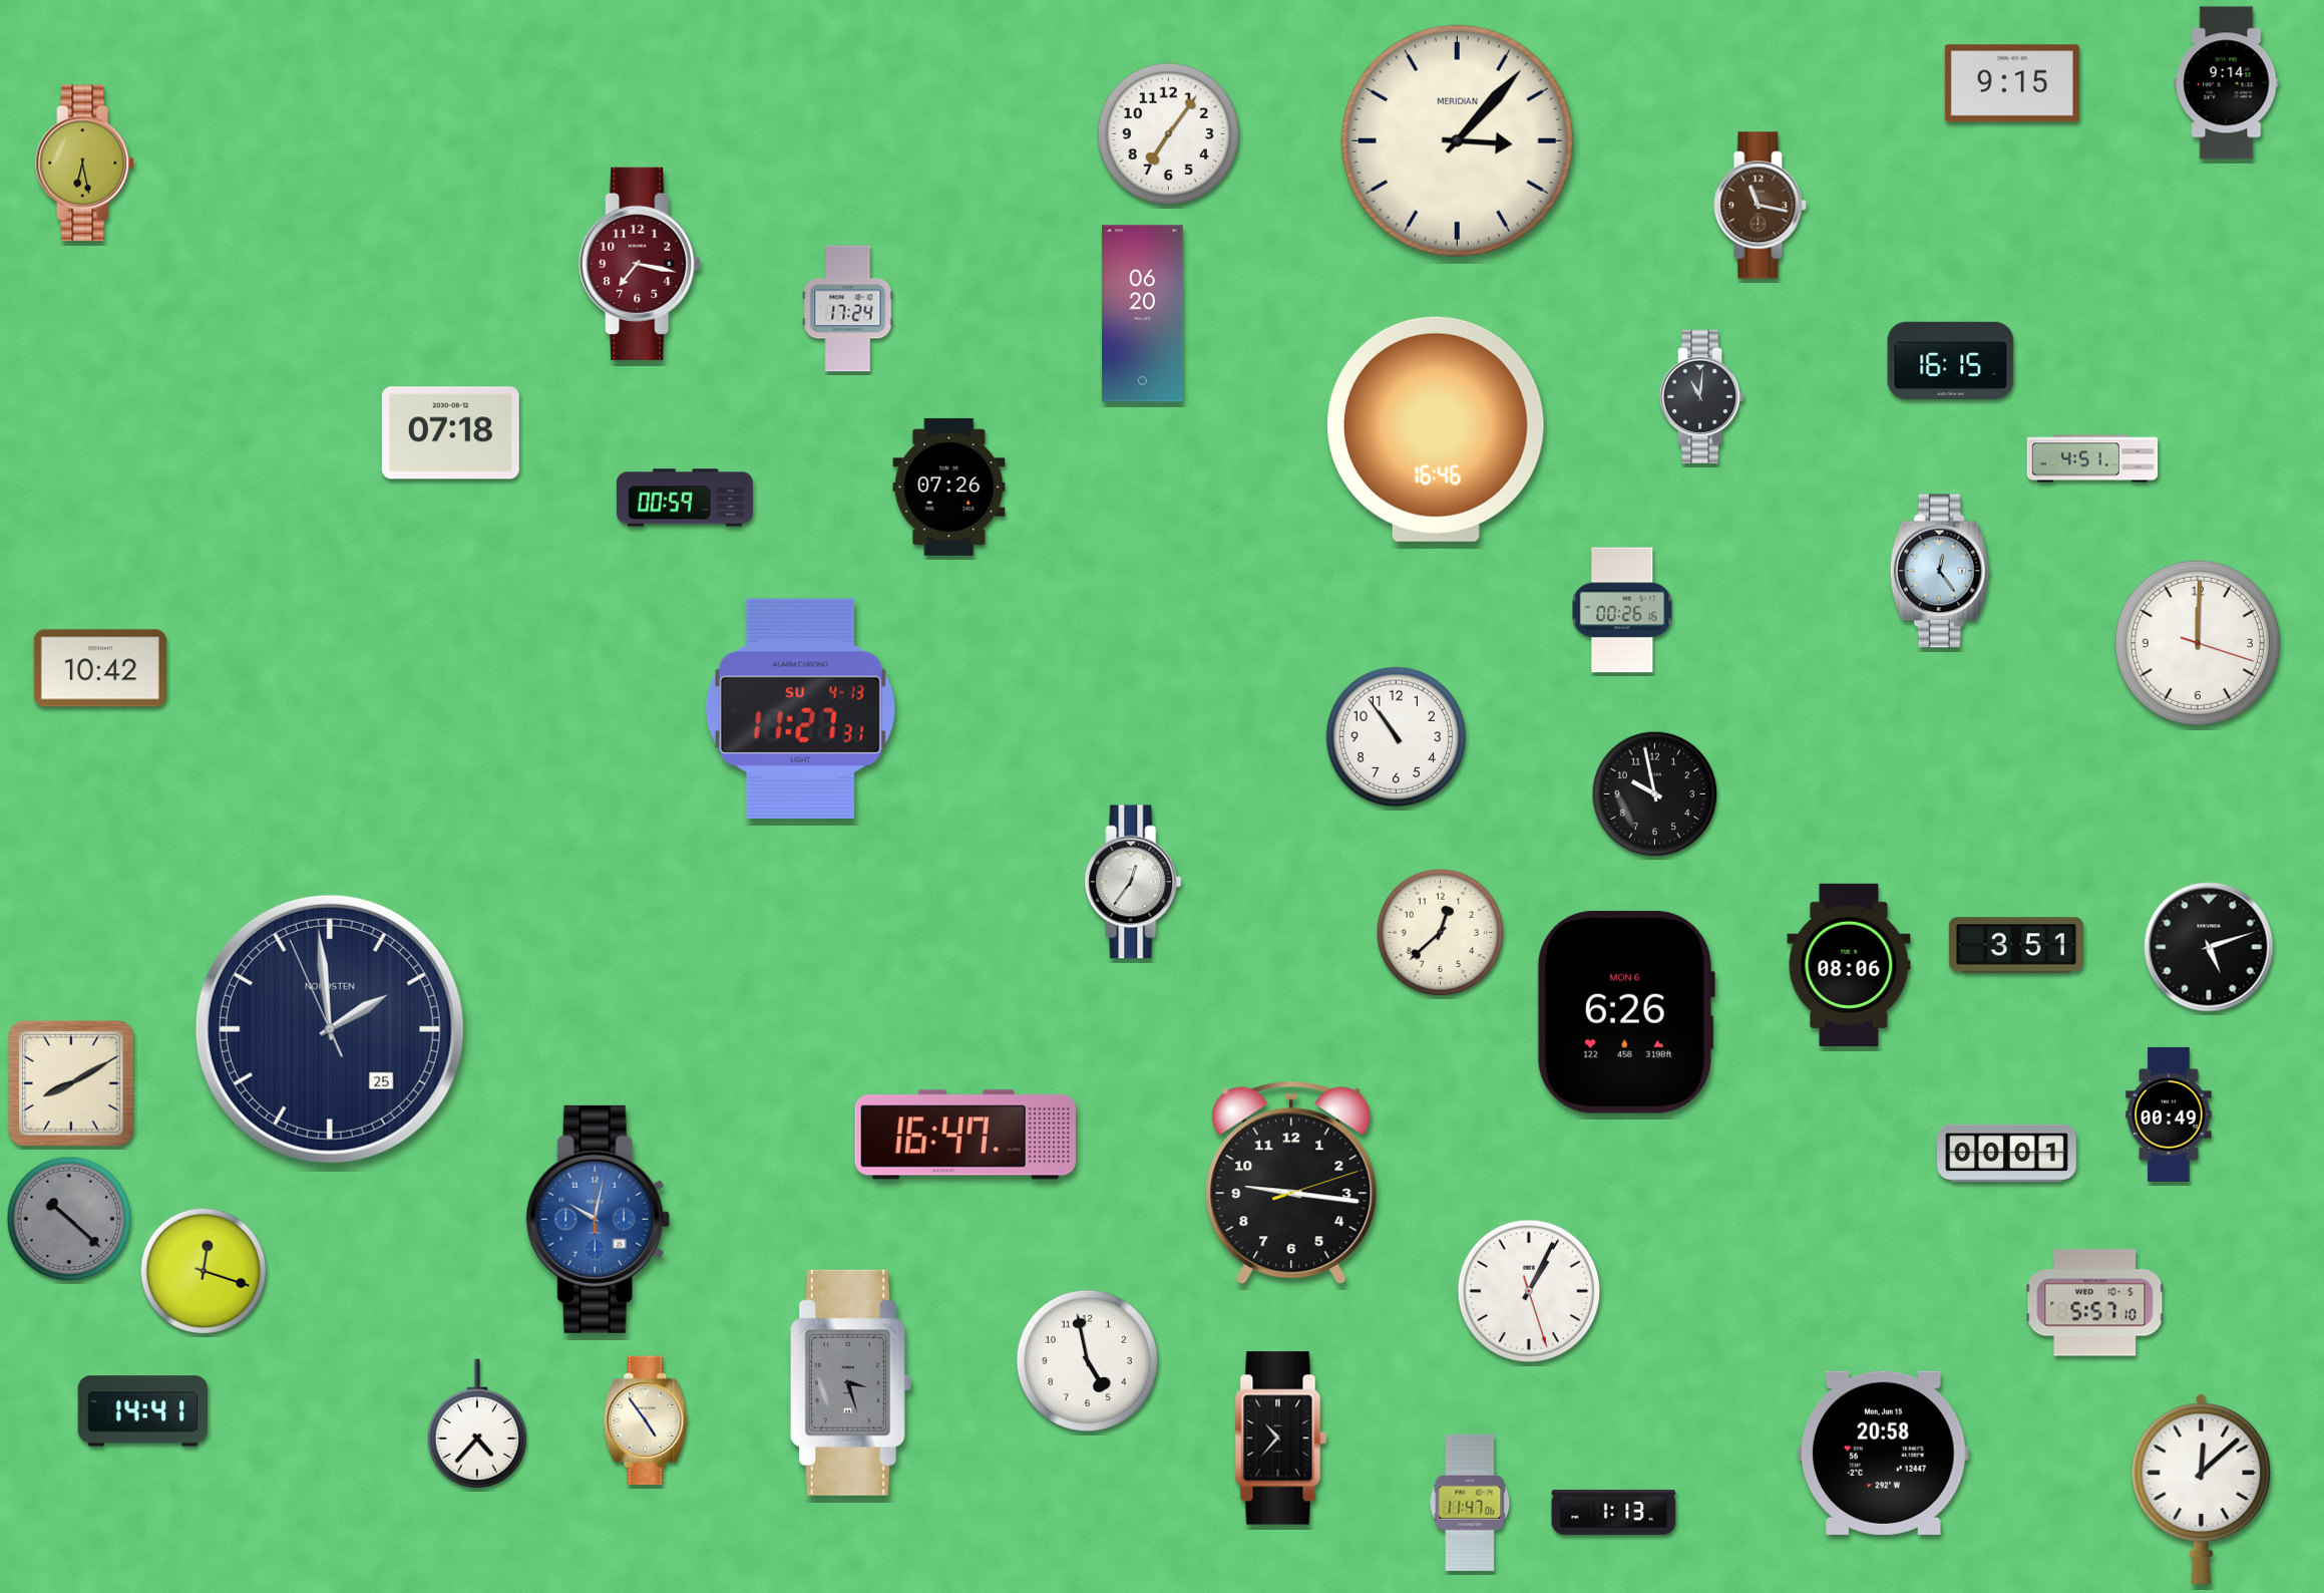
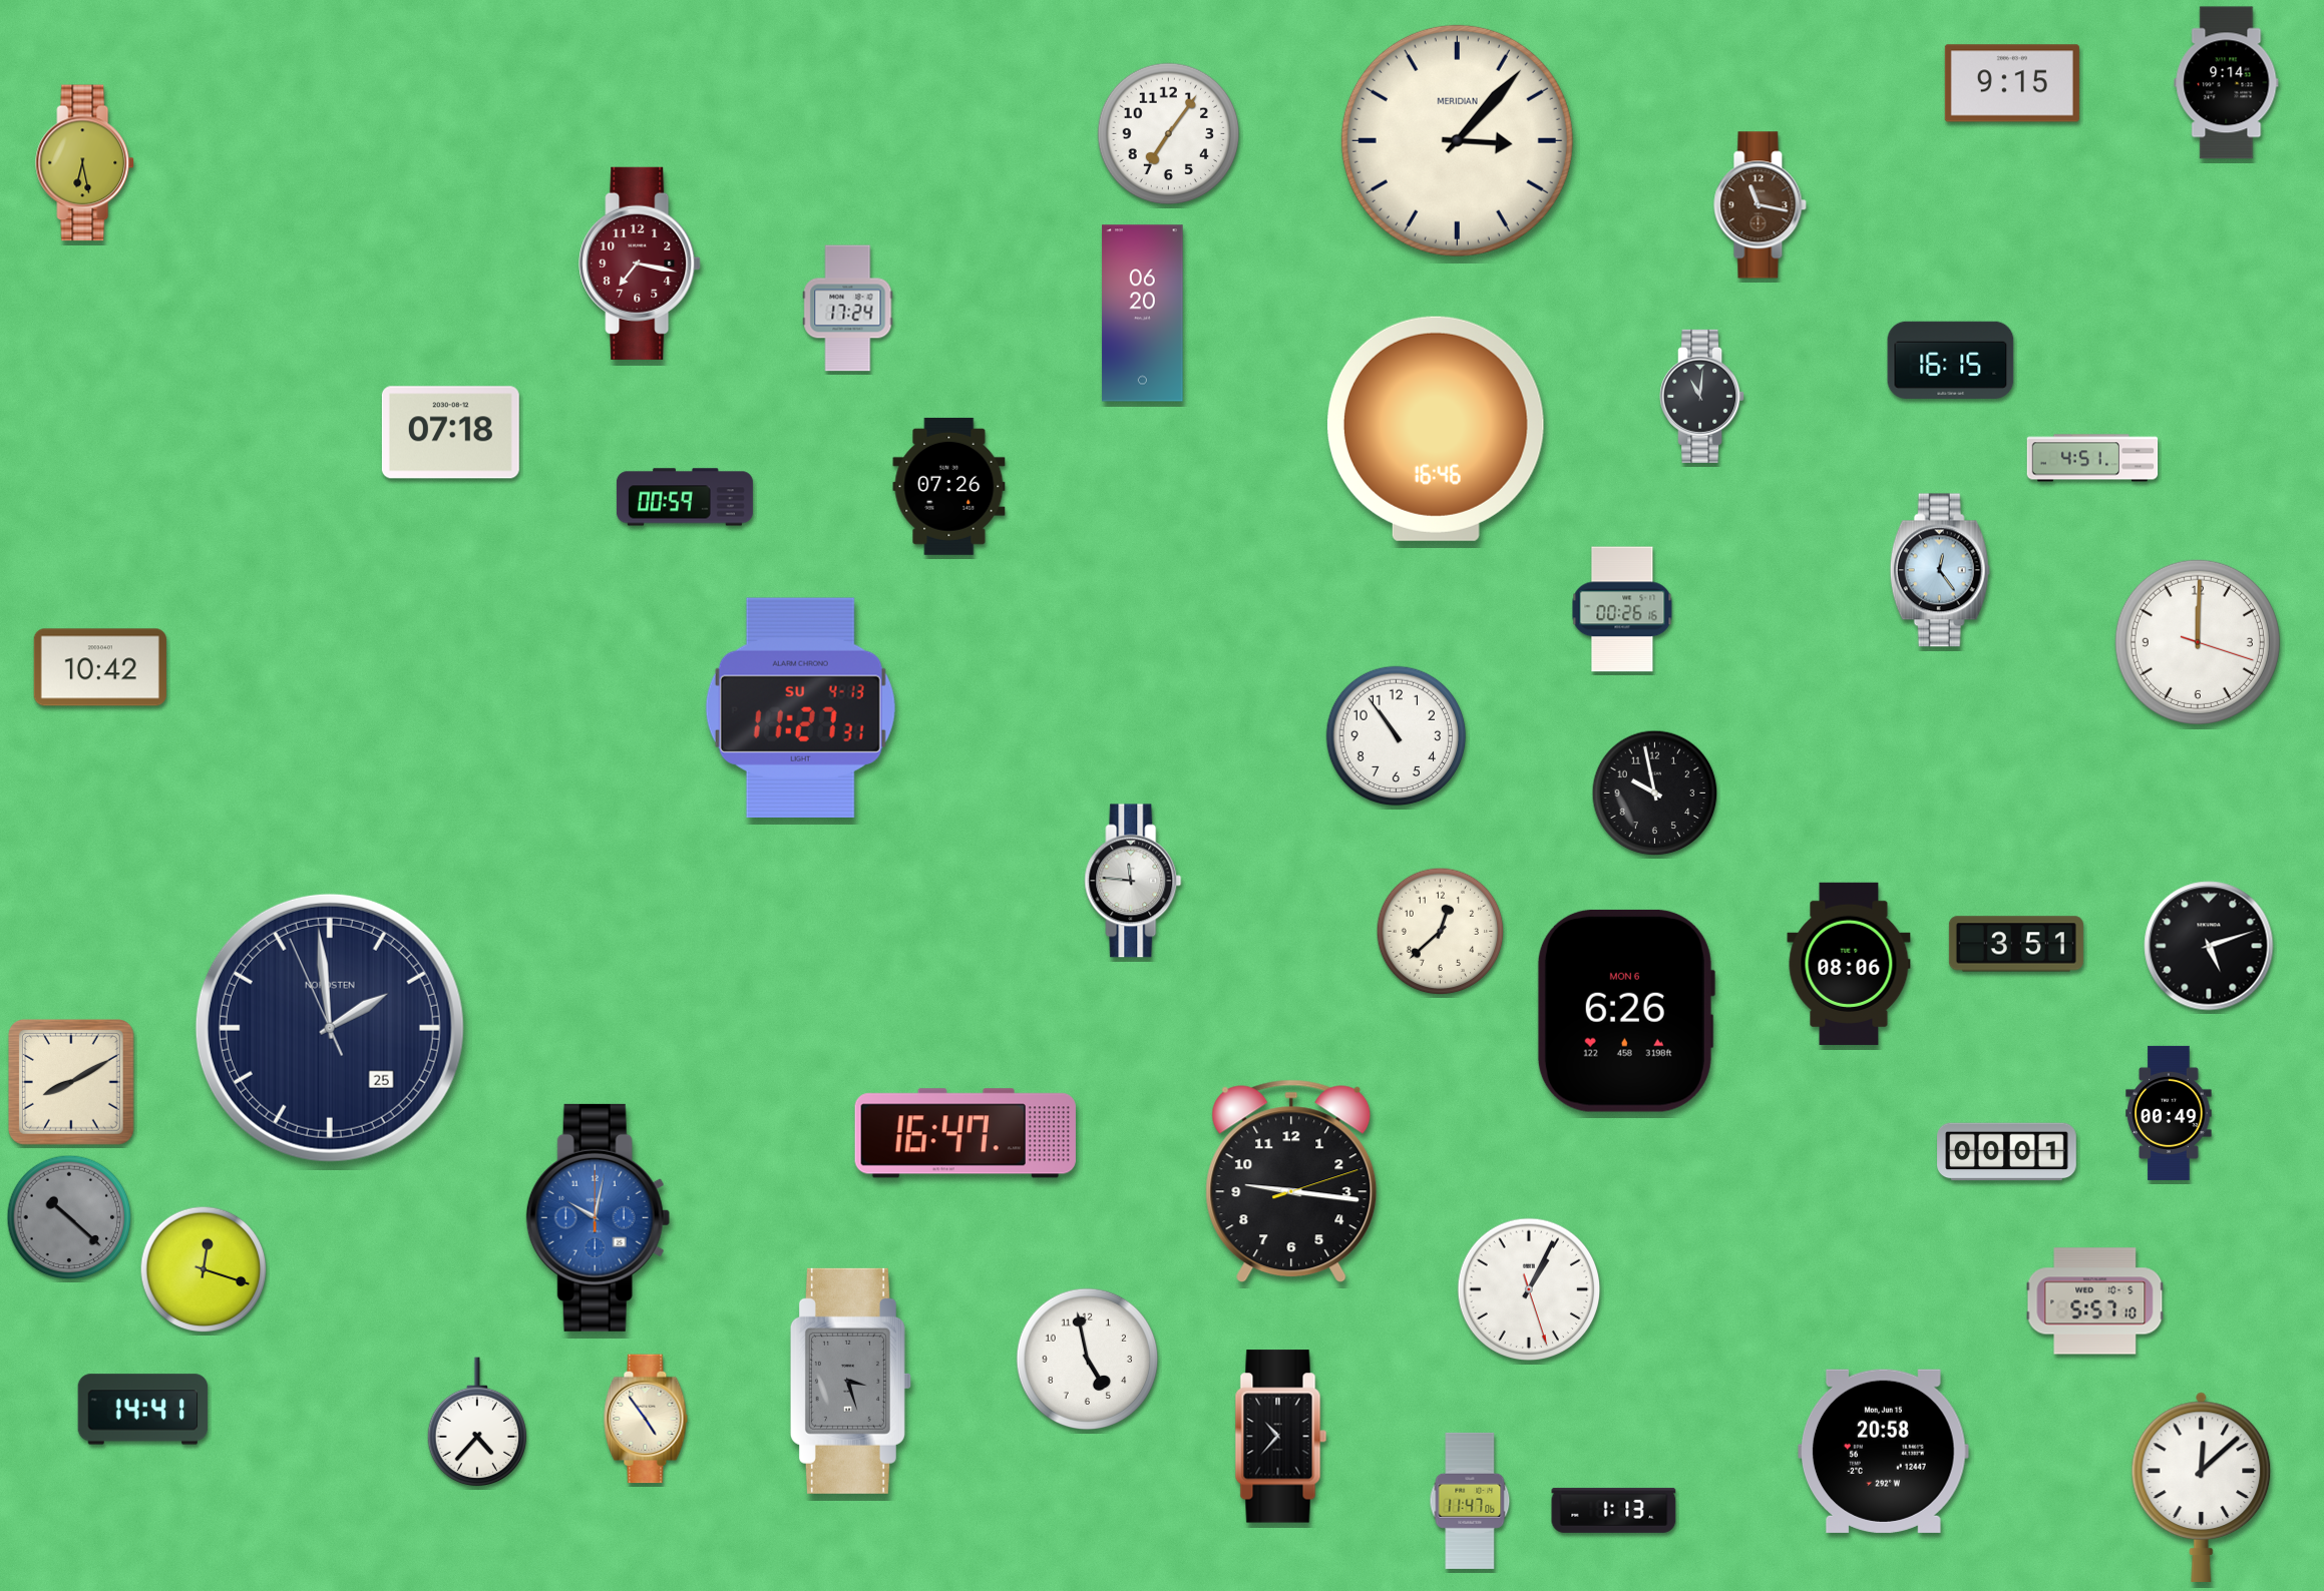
clock at (1133, 882): 12:36 -> 11:46
